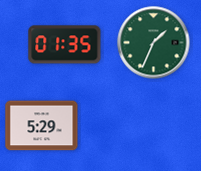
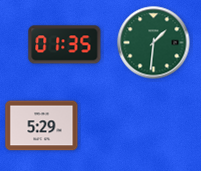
clock at (154, 43): 1:34 -> 1:31
